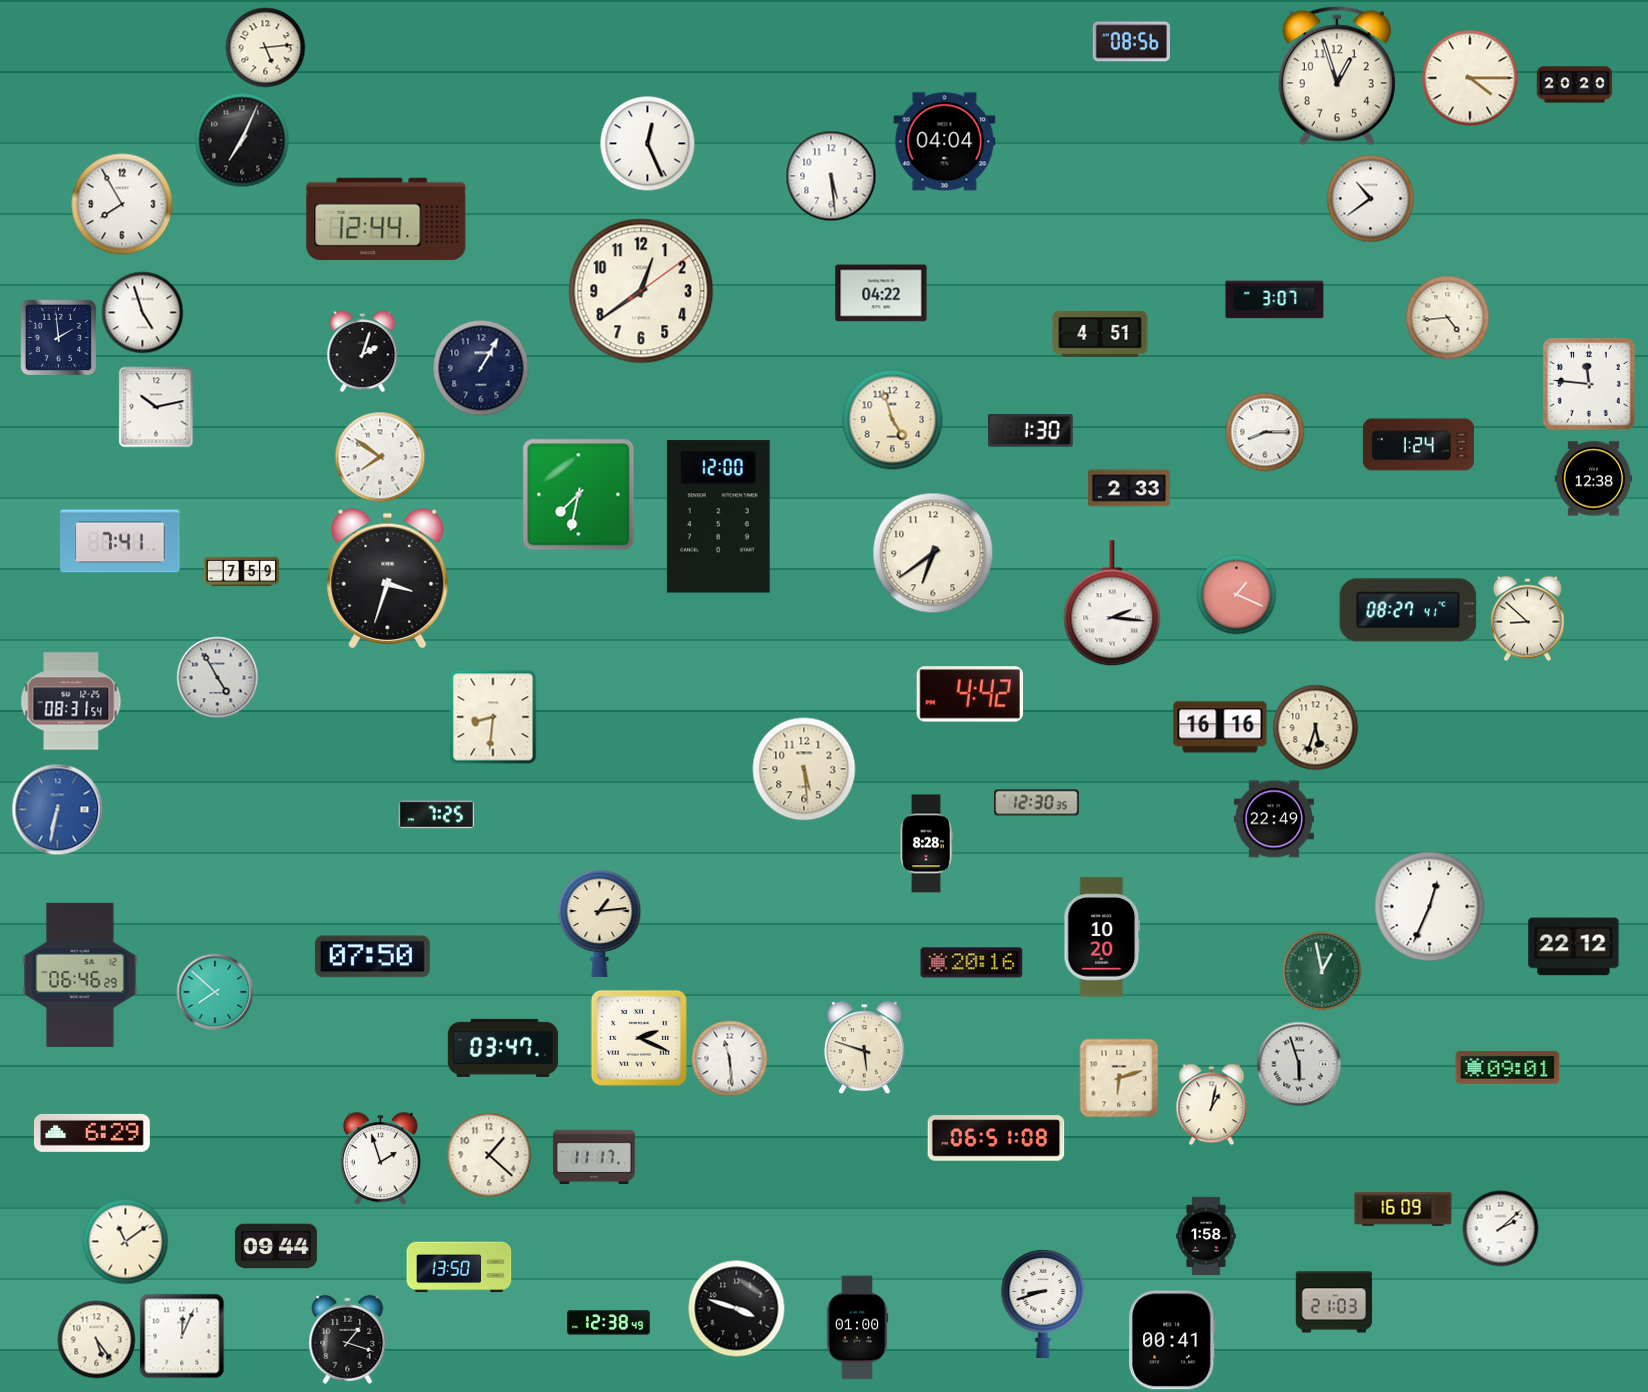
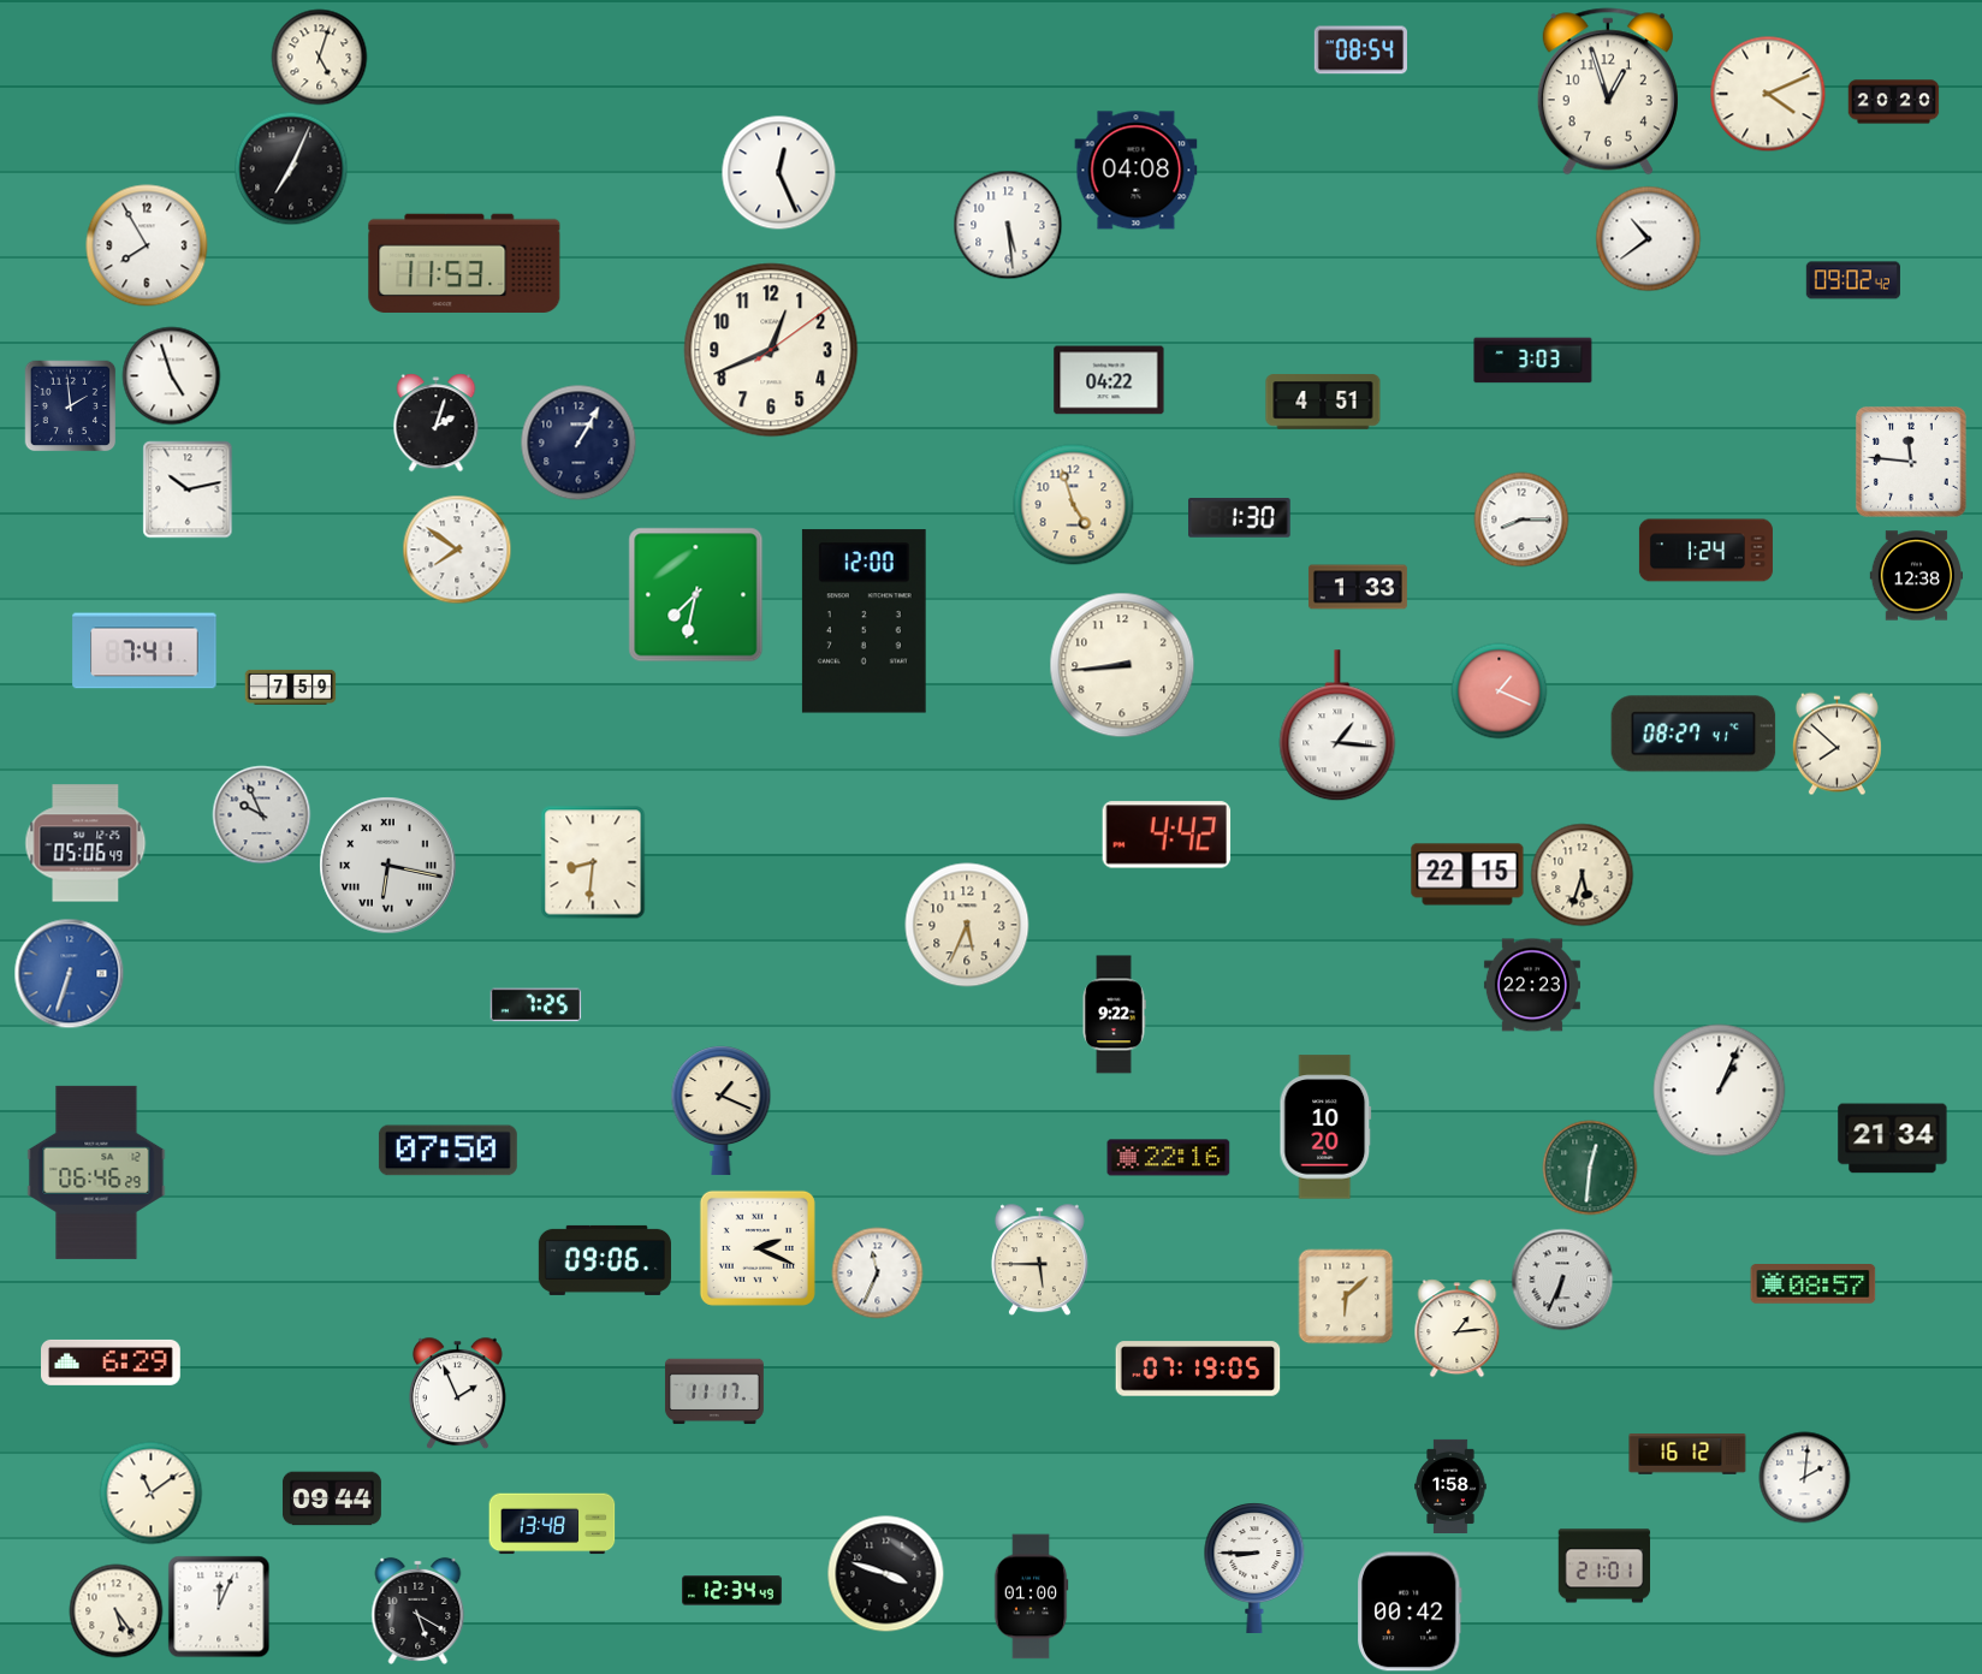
clock at (1131, 42): 08:56 -> 08:54
clock at (266, 48): 5:14 -> 5:03
clock at (1470, 78): 4:15 -> 4:11
clock at (945, 142): 04:04 -> 04:08
clock at (831, 176) position: (831, 176) -> (1008, 225)
clock at (386, 219): 12:44 -> 11:53
clock at (1853, 280): none -> 09:02
clock at (641, 291): 12:39 -> 12:41
clock at (881, 293) position: (881, 293) -> (1109, 380)
clock at (1275, 300): 3:07 -> 3:03
clock at (1448, 318): 4:44 -> none
clock at (1418, 445) position: (1418, 445) -> (1705, 551)
clock at (1129, 488): 2:33 -> 1:33
clock at (933, 553): 6:39 -> 8:44
clock at (388, 579): 3:33 -> none
clock at (1237, 595) position: (1237, 595) -> (1500, 691)
clock at (1112, 604): 2:16 -> 1:16
clock at (1527, 619): 8:52 -> 7:52
clock at (218, 678): 4:55 -> 9:56
clock at (71, 701): 08:31 -> 05:06
clock at (388, 866): none -> 6:17
clock at (1220, 727): 16:16 -> 22:15
clock at (804, 769): 5:29 -> 5:34
clock at (1037, 803): 12:30 -> none
clock at (58, 810): 6:32 -> 6:33
clock at (437, 815) position: (437, 815) -> (536, 1005)
clock at (1274, 819): 22:49 -> 22:23
clock at (926, 844): 8:28 -> 9:22
clock at (1430, 907): 12:34 -> 1:04
clock at (600, 924): 1:14 -> 1:19
clock at (1574, 947): 22:12 -> 21:34
clock at (972, 963): 20:16 -> 22:16
clock at (1322, 971): 12:58 -> 12:31
clock at (215, 992): 7:52 -> none
clock at (639, 1038) position: (639, 1038) -> (758, 1248)
clock at (503, 1048): 03:47 -> 09:06
clock at (864, 1048): 5:48 -> 5:45
clock at (730, 1059): 11:29 -> 11:34
clock at (1299, 1064): 5:57 -> 6:34
clock at (1508, 1068): 09:01 -> 08:57
clock at (1119, 1078): 6:12 -> 6:08
clock at (1212, 1105): 1:02 -> 1:14
clock at (996, 1138): 06:51 -> 07:19
clock at (489, 1155): 1:22 -> none
clock at (380, 1159): 1:57 -> 1:56
clock at (1403, 1209): 16:09 -> 16:12
clock at (1501, 1229): 2:08 -> 2:01
clock at (459, 1267): 13:50 -> 13:48
clock at (1334, 1302): 21:03 -> 21:01
clock at (1043, 1303): 8:42 -> 8:45
clock at (609, 1323): 12:38 -> 12:34
clock at (348, 1339): 1:18 -> 5:20
clock at (1172, 1340): 00:41 -> 00:42
